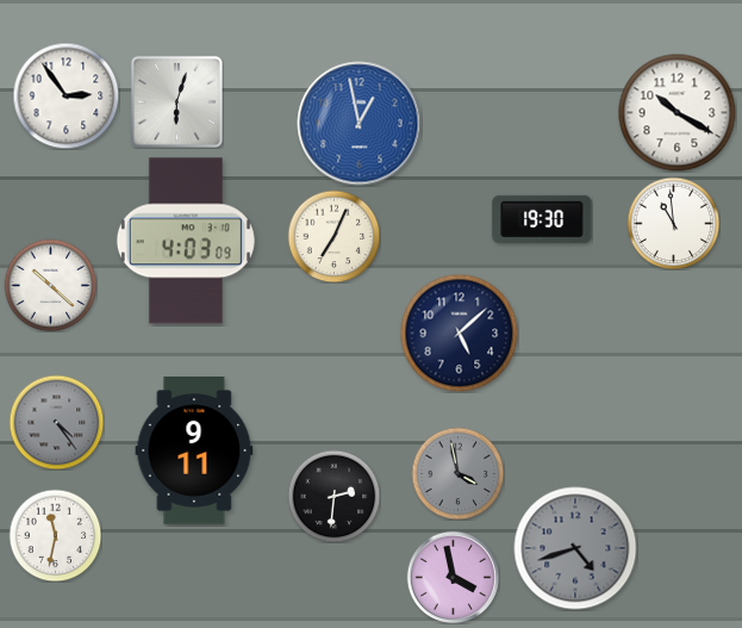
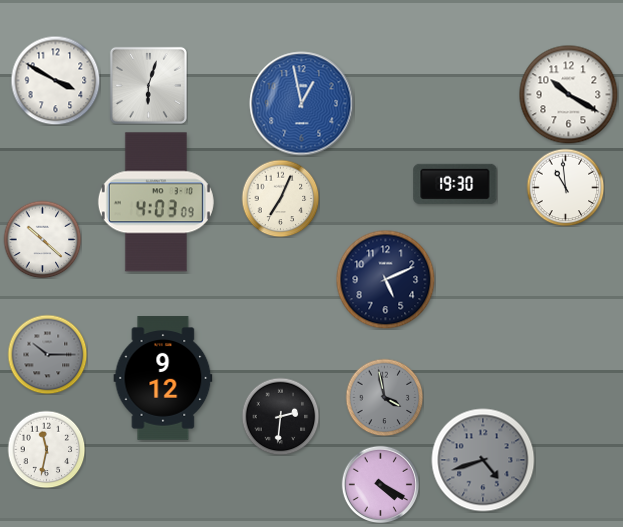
clock at (66, 95): 2:54 -> 3:50
clock at (460, 334): 5:08 -> 5:11
clock at (56, 422): 4:24 -> 10:15
clock at (194, 450): 9:11 -> 9:12
clock at (453, 577): 3:58 -> 4:20
